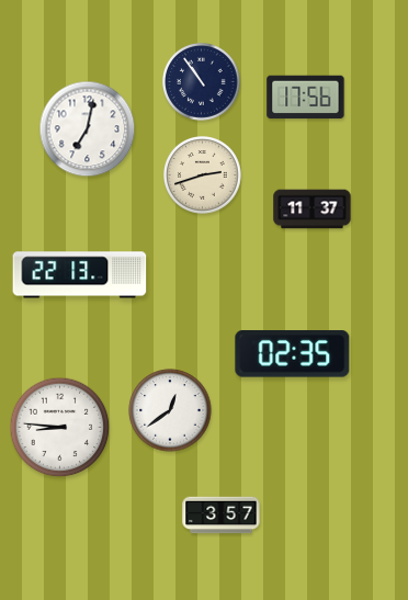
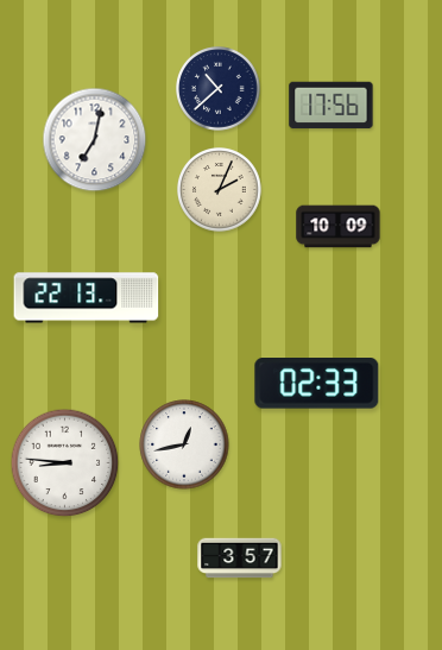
clock at (202, 82): 10:54 -> 10:38
clock at (203, 176): 2:42 -> 2:04
clock at (313, 210): 11:37 -> 10:09
clock at (293, 354): 02:35 -> 02:33
clock at (170, 410): 12:39 -> 12:43
